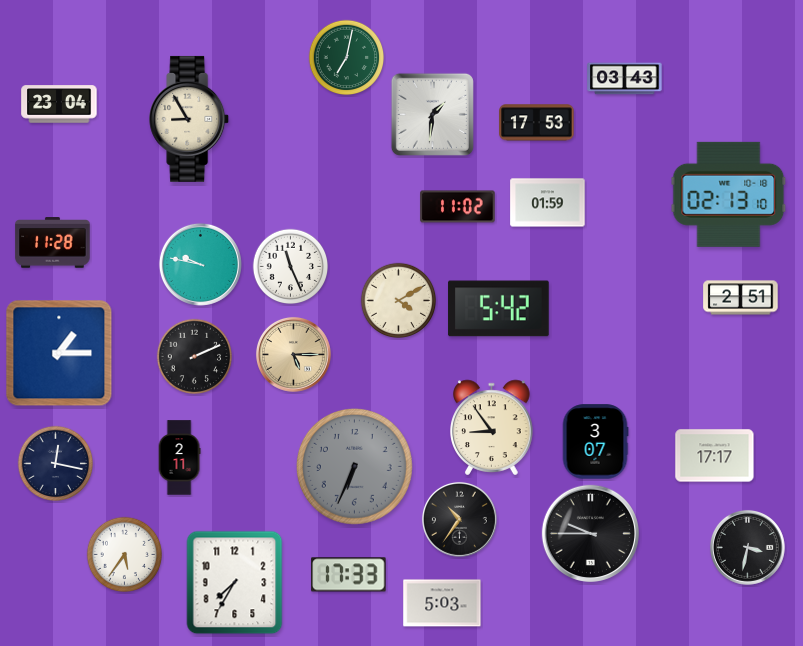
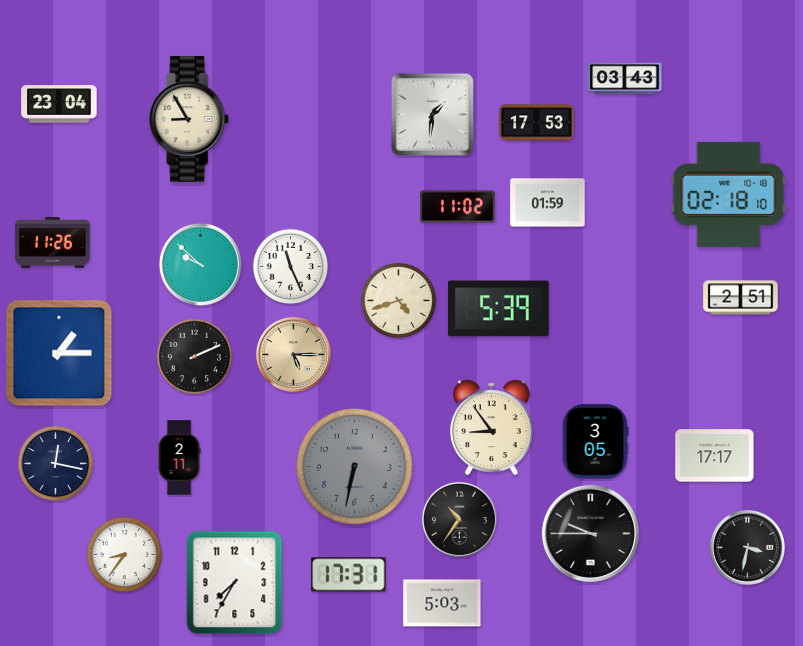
clock at (347, 58): 7:02 -> none
clock at (729, 194): 02:13 -> 02:18
clock at (53, 243): 11:28 -> 11:26
clock at (200, 264): 9:47 -> 9:52
clock at (399, 301): 4:10 -> 4:42
clock at (499, 309): 5:42 -> 5:39
clock at (595, 442): 3:07 -> 3:05
clock at (354, 466): 6:34 -> 6:32
clock at (125, 555): 5:36 -> 8:36
clock at (349, 575): 17:33 -> 17:31
